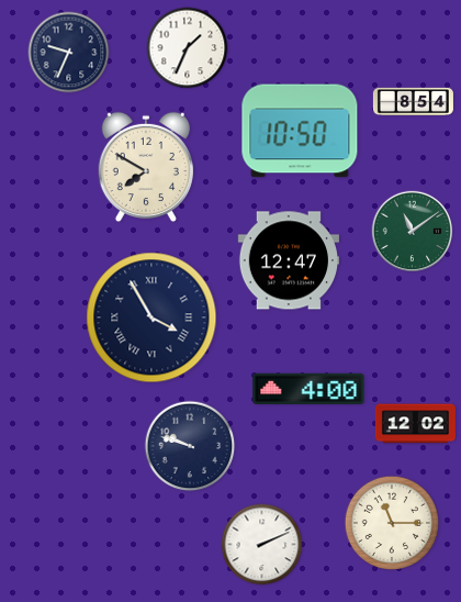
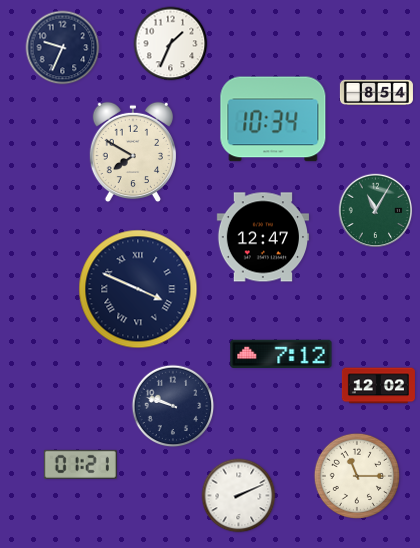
clock at (300, 131): 10:50 -> 10:34
clock at (413, 232): 11:09 -> 11:05
clock at (151, 317): 3:55 -> 3:49
clock at (308, 389): 4:00 -> 7:12
clock at (80, 464): none -> 01:21
